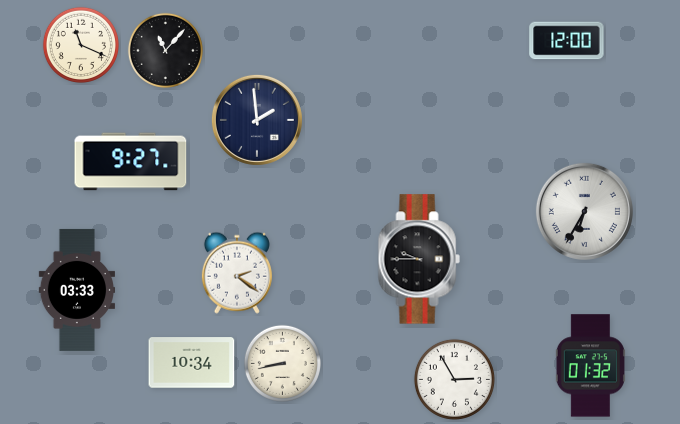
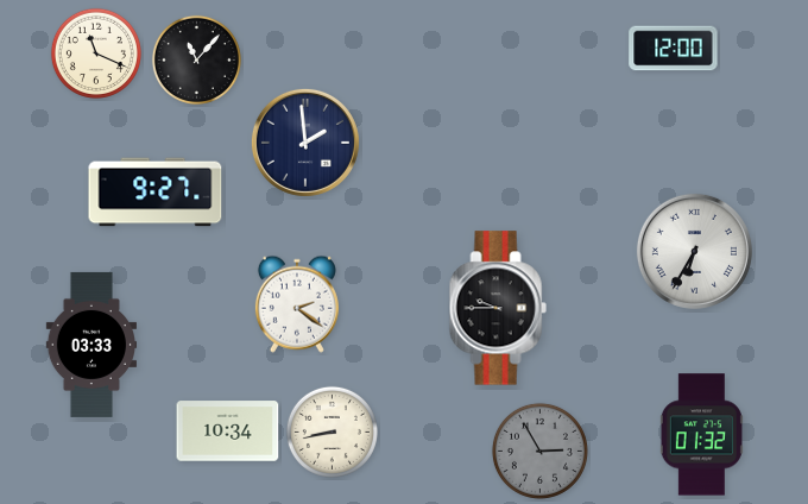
clock at (237, 273) position: (237, 273) -> (297, 304)
clock at (282, 363) position: (282, 363) -> (332, 431)
clock at (454, 379) dial: white -> grey
